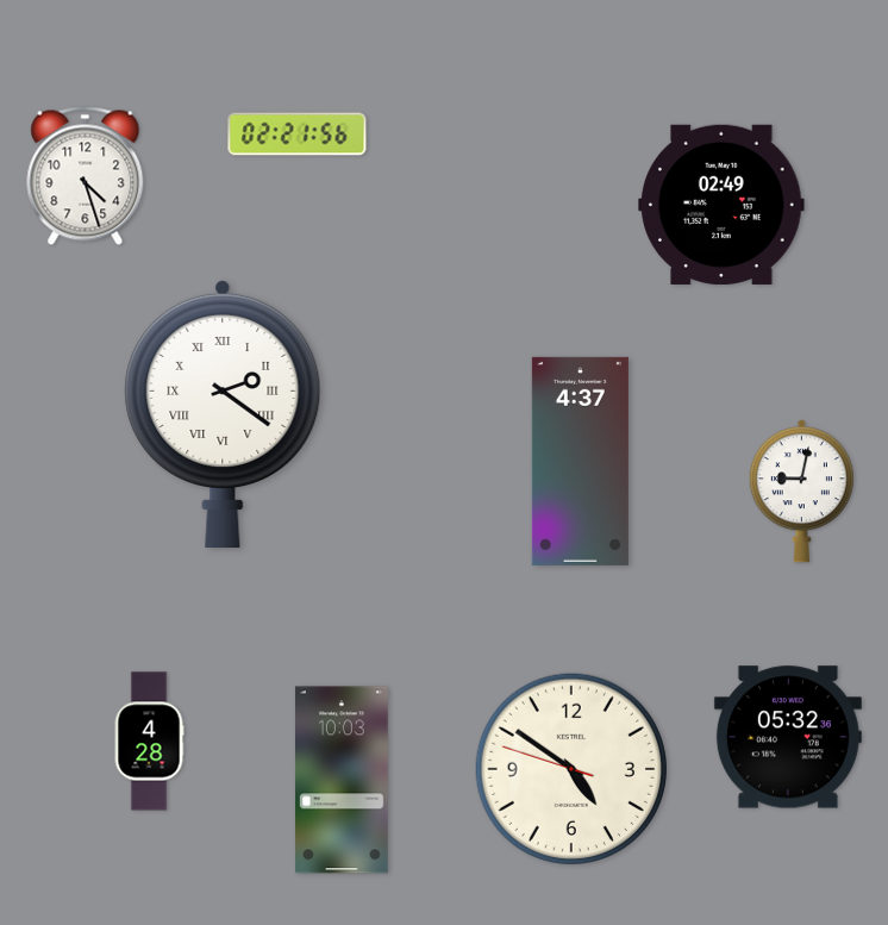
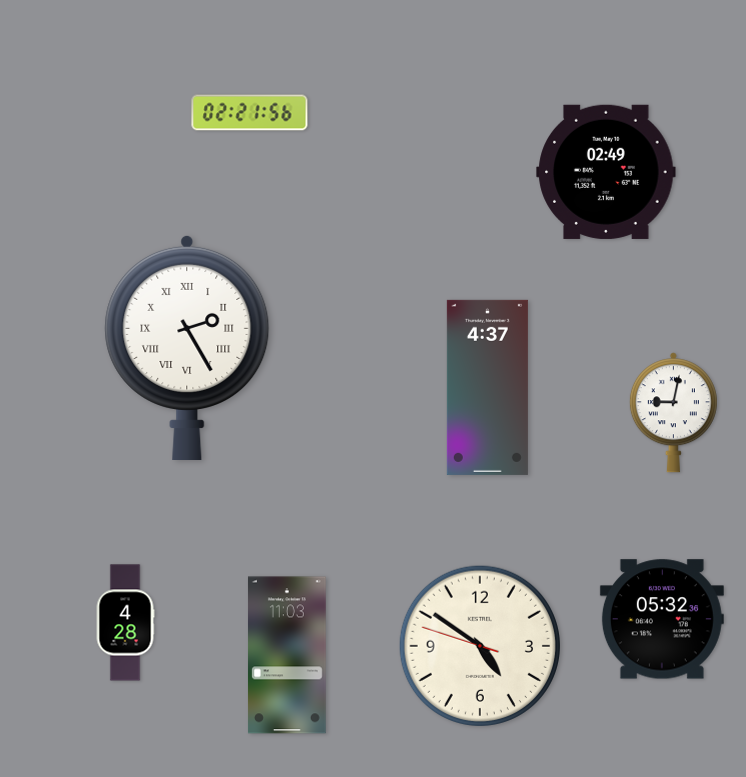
clock at (86, 175): 4:27 -> none
clock at (223, 413): 2:21 -> 2:25
clock at (342, 780): 10:03 -> 11:03
